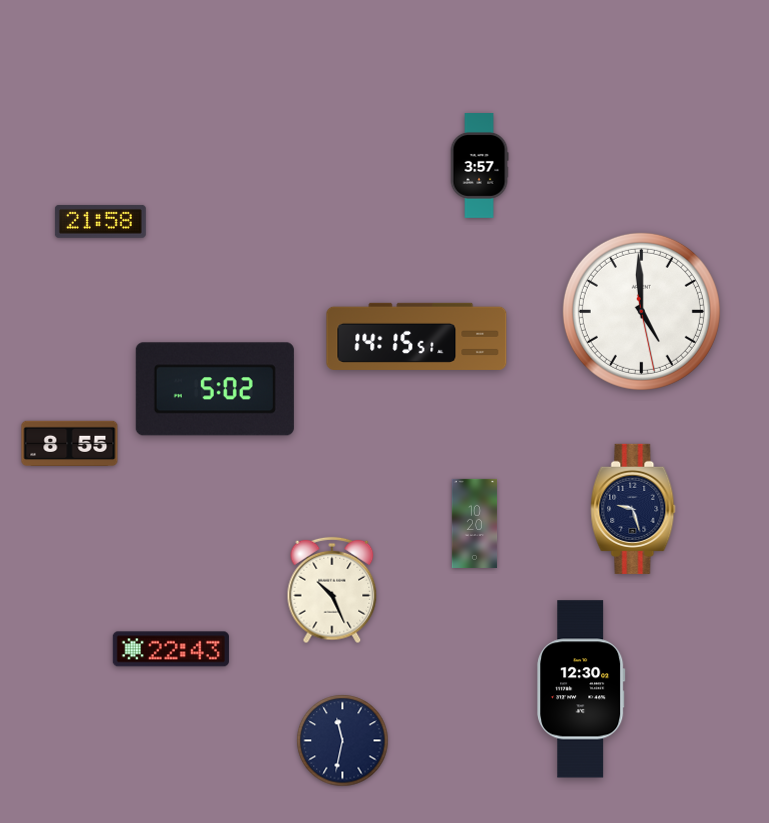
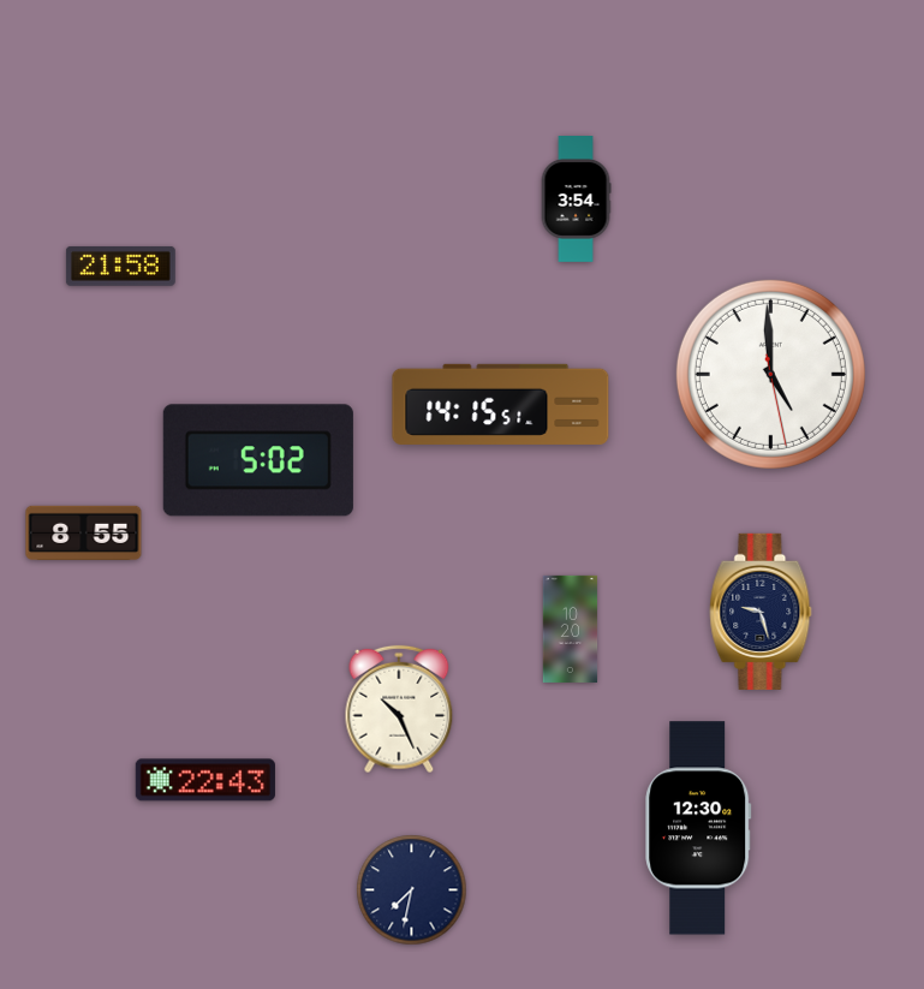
clock at (479, 166): 3:57 -> 3:54
clock at (215, 389) position: (215, 389) -> (258, 460)
clock at (343, 741): 11:32 -> 7:32
